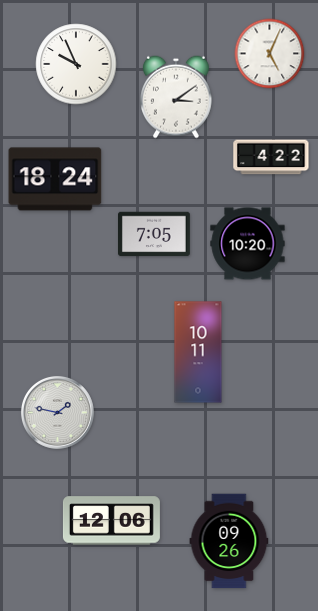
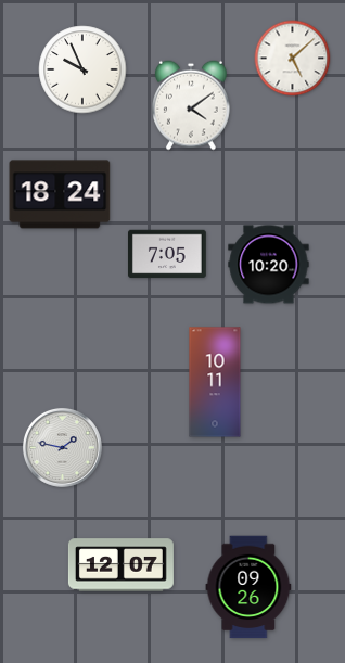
clock at (270, 54): 5:04 -> 5:08
clock at (177, 97): 3:09 -> 4:09
clock at (271, 157): 4:22 -> none
clock at (111, 521): 12:06 -> 12:07
